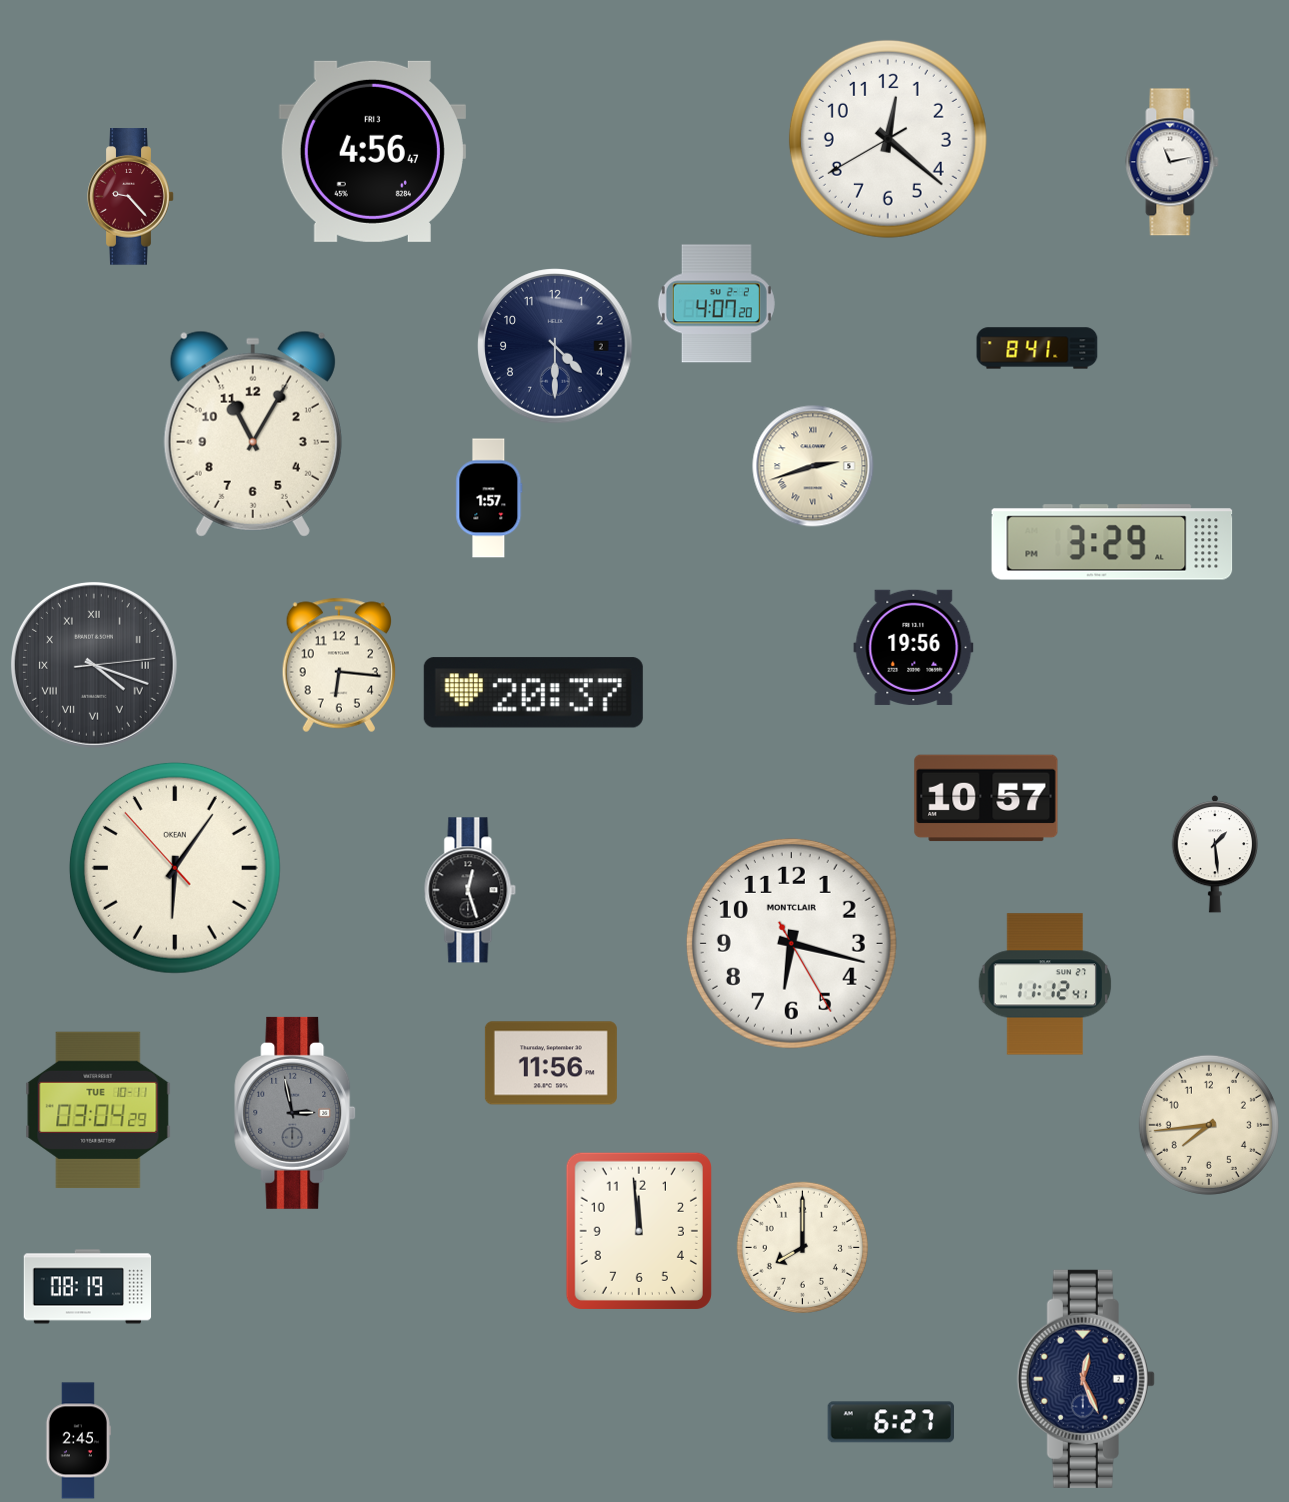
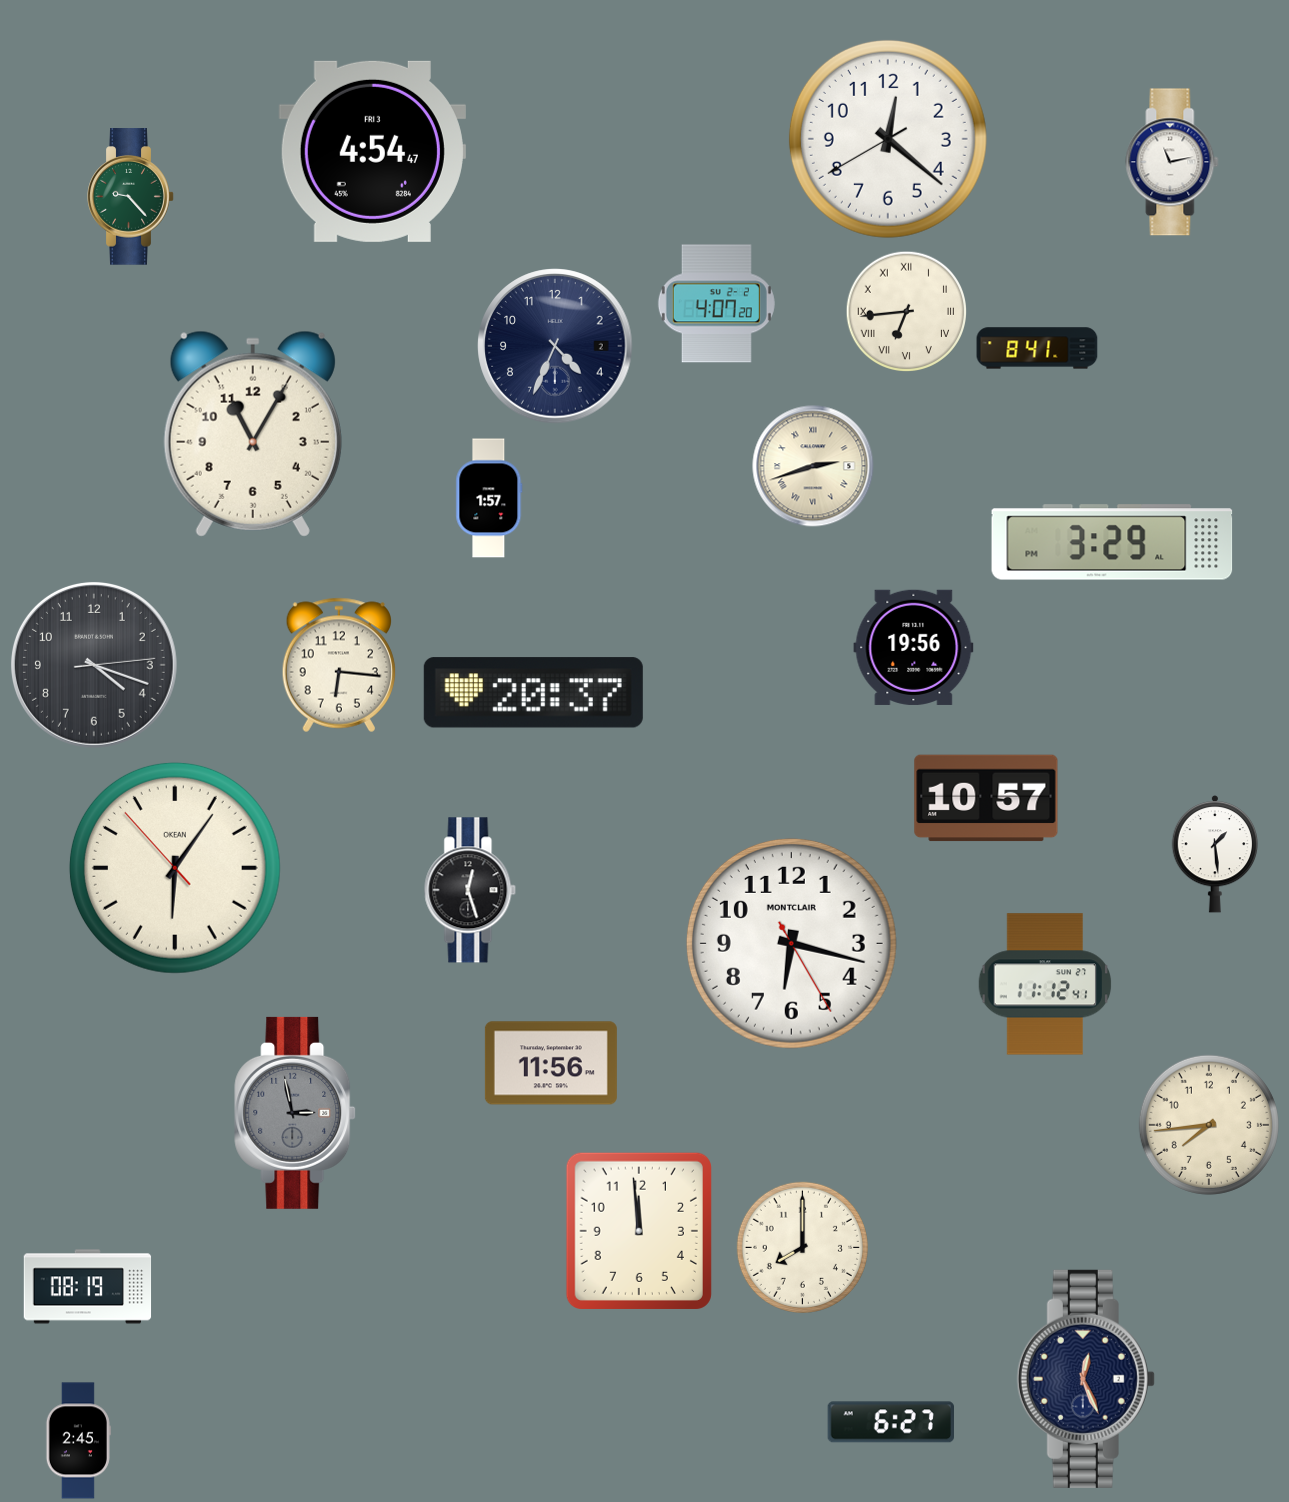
clock at (372, 151): 4:56 -> 4:54
clock at (131, 197) dial: burgundy -> green
clock at (906, 311): none -> 6:44
clock at (555, 346): 4:30 -> 4:34
clock at (94, 665) numerals: Roman -> Arabic
clock at (98, 1109): 03:04 -> none
